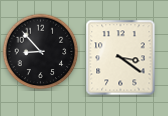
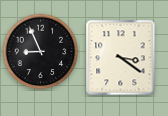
clock at (41, 52): 8:53 -> 8:56
